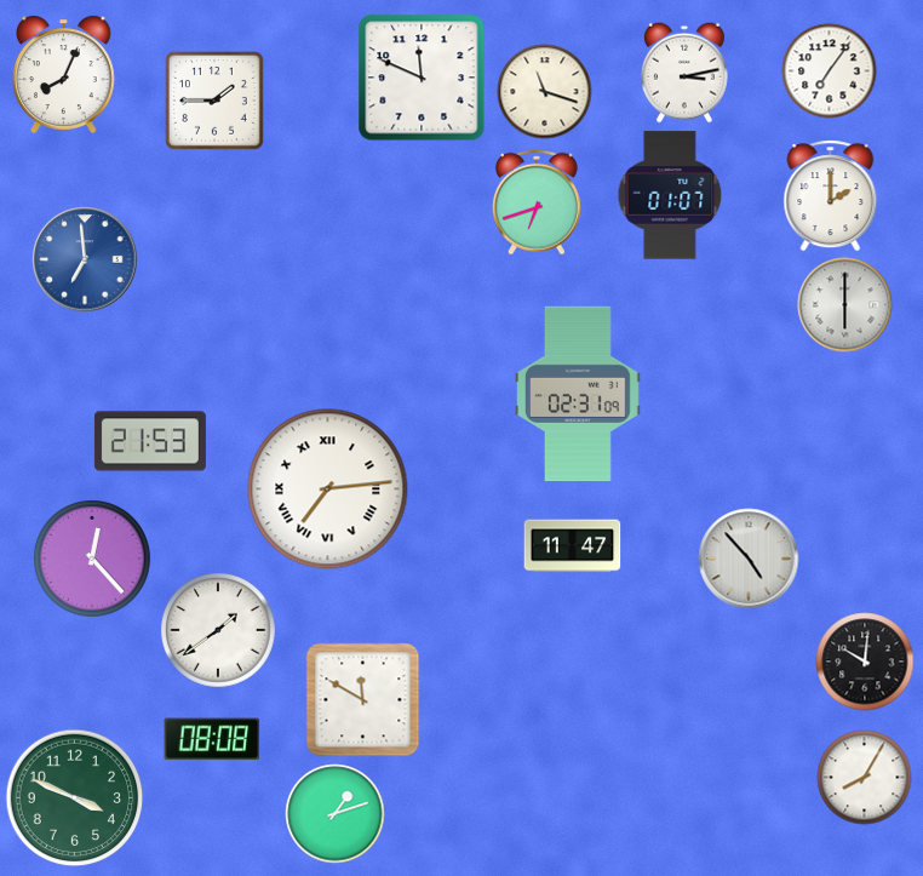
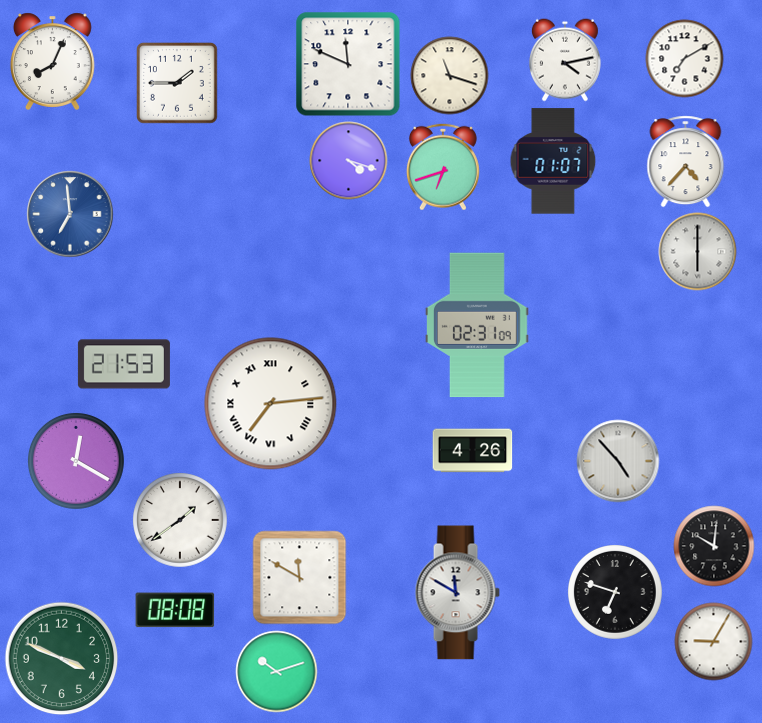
clock at (829, 70): 7:06 -> 7:10
clock at (684, 73): 3:13 -> 4:13
clock at (348, 160): none -> 4:18
clock at (831, 195): 2:00 -> 4:37
clock at (572, 546): 11:47 -> 4:26
clock at (92, 559): 12:23 -> 12:20
clock at (615, 592): none -> 6:48
clock at (457, 593): none -> 11:50
clock at (864, 777): 8:05 -> 9:05
clock at (334, 813): 1:12 -> 10:12
